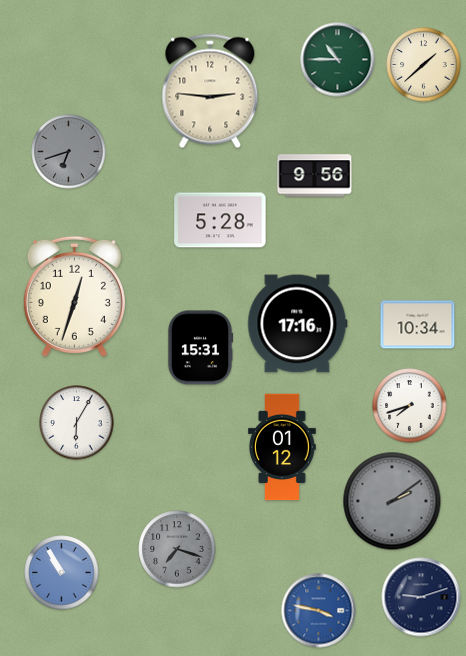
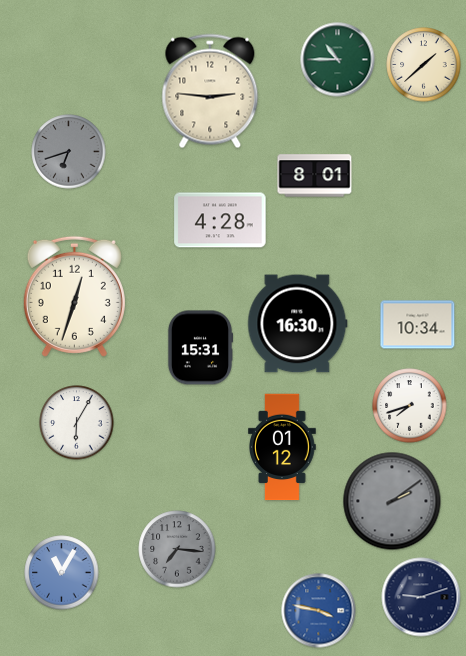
clock at (315, 176): 9:56 -> 8:01
clock at (220, 220): 5:28 -> 4:28
clock at (298, 324): 17:16 -> 16:30
clock at (177, 549): 7:18 -> 7:16
clock at (62, 573): 10:55 -> 11:05
